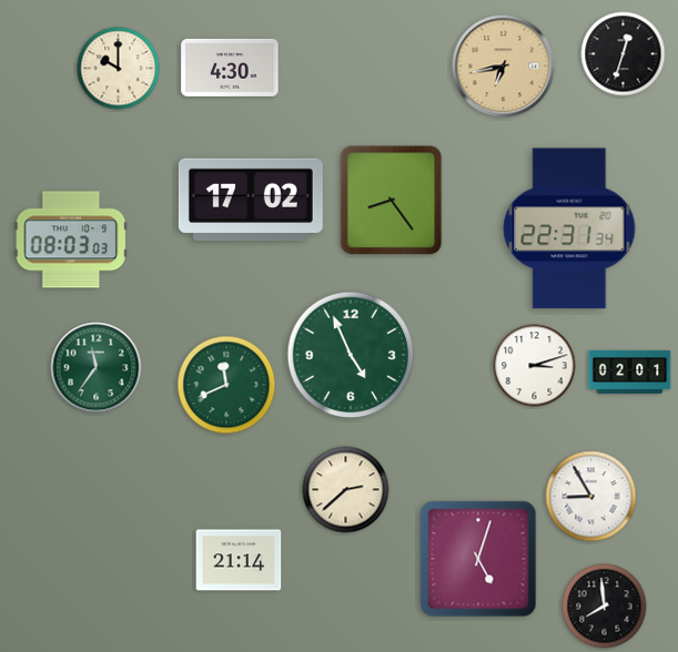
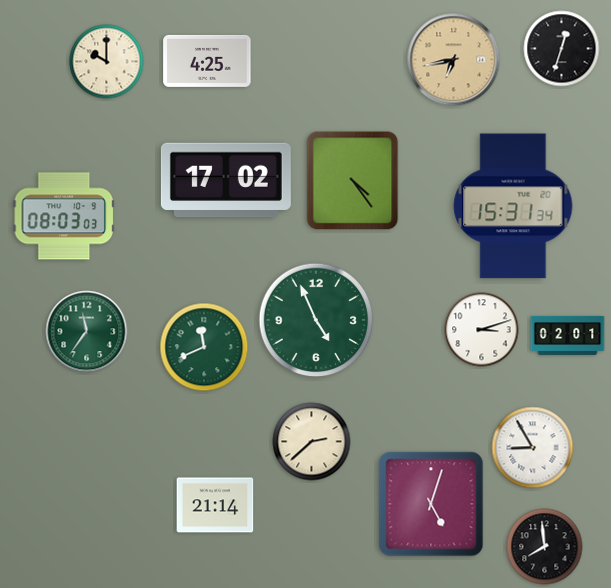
clock at (230, 68): 4:30 -> 4:25
clock at (392, 201): 8:24 -> 4:24
clock at (569, 228): 22:31 -> 15:31
